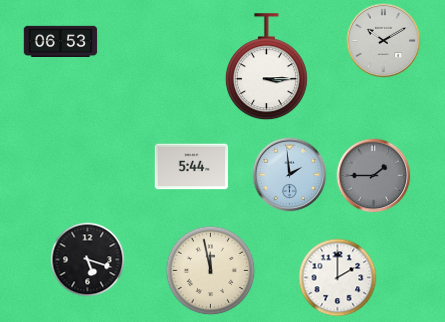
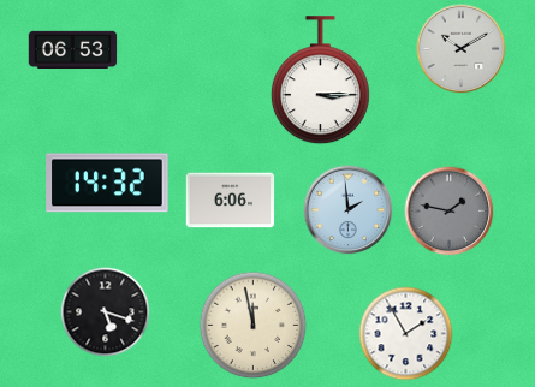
clock at (107, 183): none -> 14:32
clock at (192, 167): 5:44 -> 6:06
clock at (374, 176): 1:45 -> 1:47
clock at (338, 278): 2:00 -> 1:55
